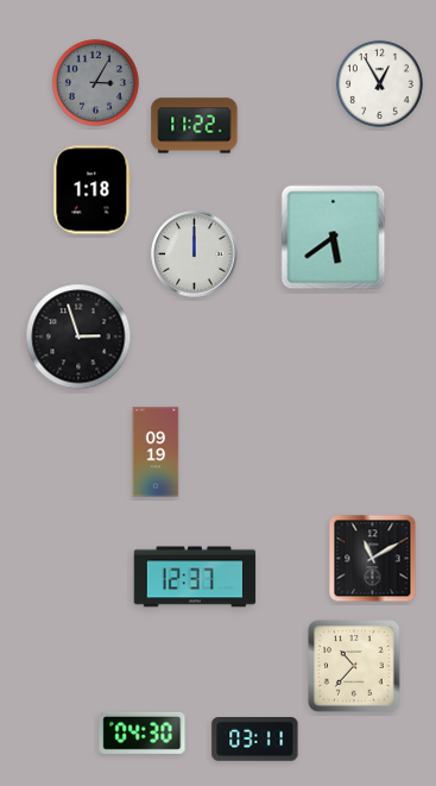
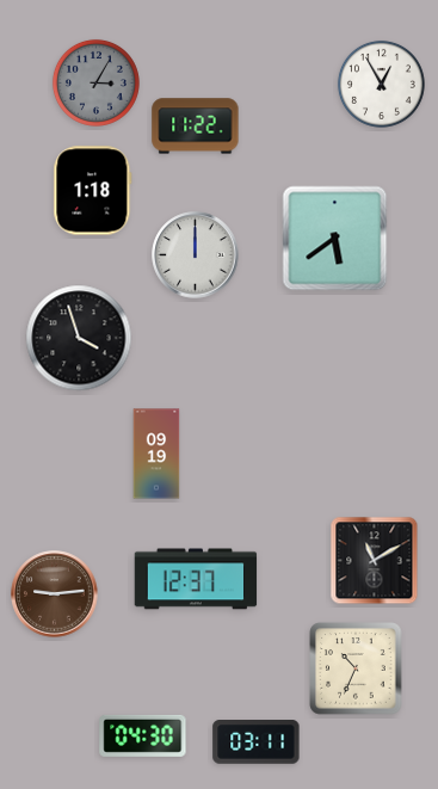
clock at (78, 337): 2:57 -> 3:57
clock at (55, 594): none -> 9:14
clock at (354, 666): 10:37 -> 10:34
